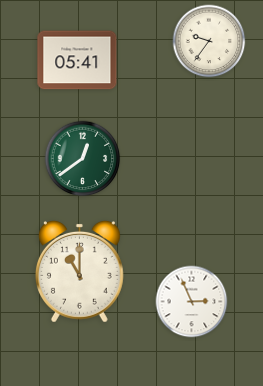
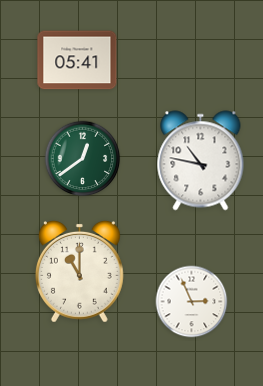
clock at (209, 41): 9:36 -> none
clock at (201, 161): none -> 10:47
